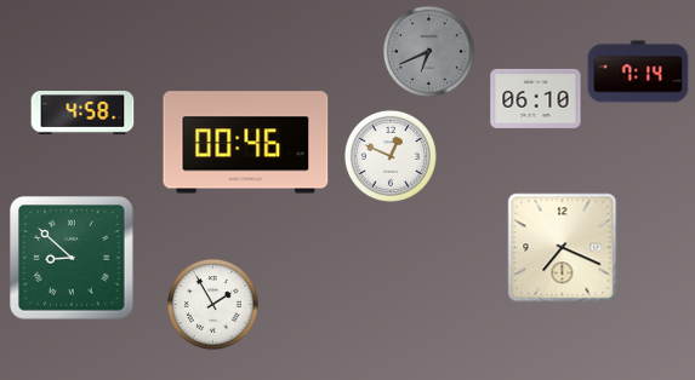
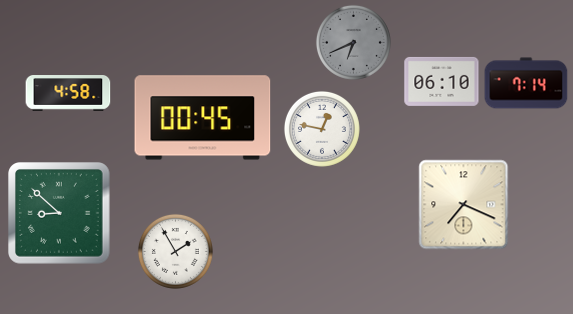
clock at (638, 71) position: (638, 71) -> (526, 83)
clock at (246, 143): 00:46 -> 00:45
clock at (391, 156): 12:49 -> 12:47
